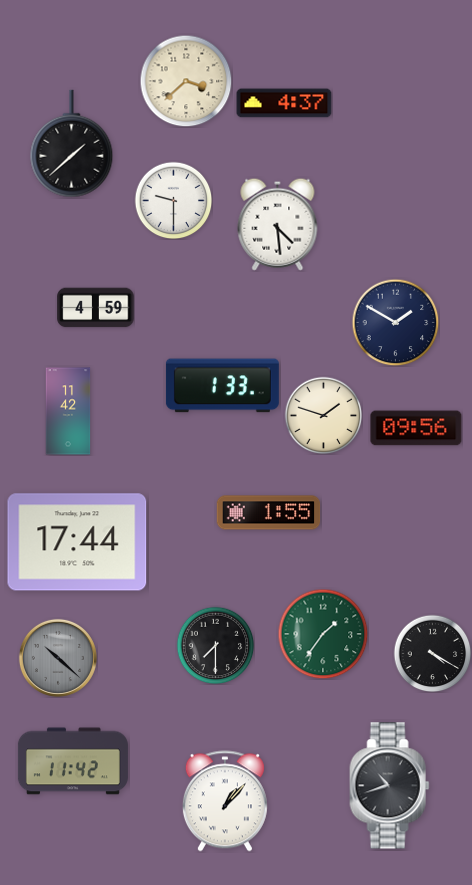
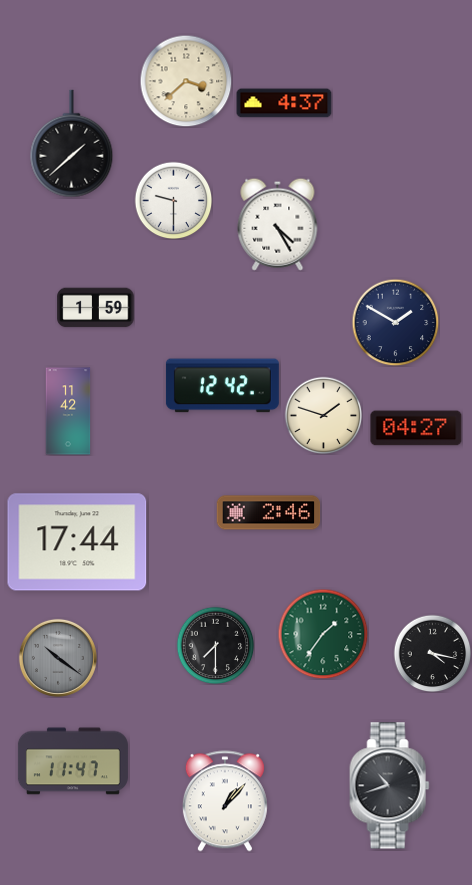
clock at (278, 224): 4:29 -> 4:25
clock at (96, 308): 4:59 -> 1:59
clock at (222, 386): 1:33 -> 12:42
clock at (416, 428): 09:56 -> 04:27
clock at (269, 513): 1:55 -> 2:46
clock at (432, 653): 4:20 -> 4:17
clock at (58, 658): 10:22 -> 10:21
clock at (73, 761): 11:42 -> 11:47
